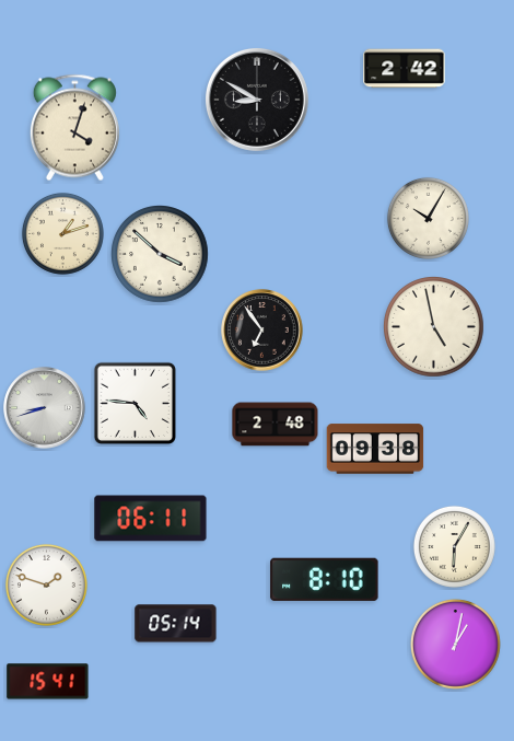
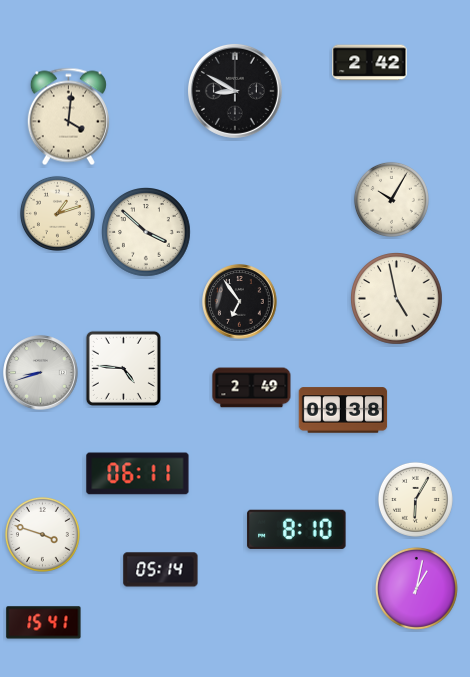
clock at (74, 128): 4:03 -> 4:01
clock at (276, 425): 2:48 -> 2:49
clock at (46, 584): 1:48 -> 3:48
